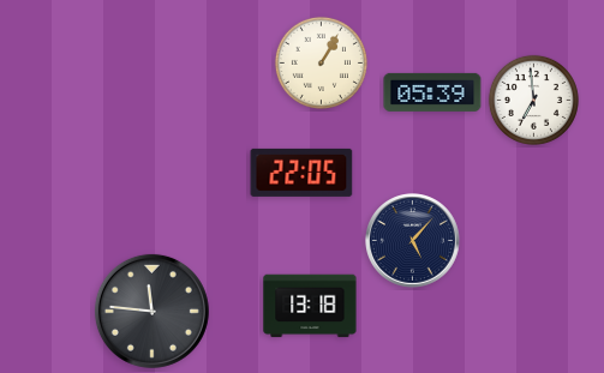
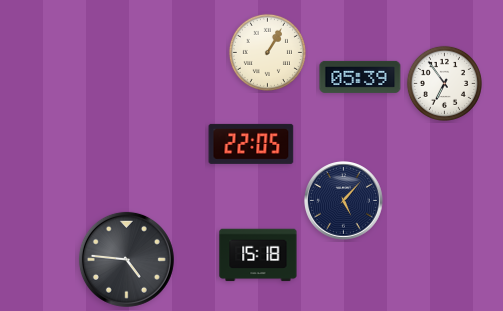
clock at (533, 100): 6:59 -> 6:54
clock at (310, 306): 13:18 -> 15:18
clock at (151, 311): 11:46 -> 4:46
